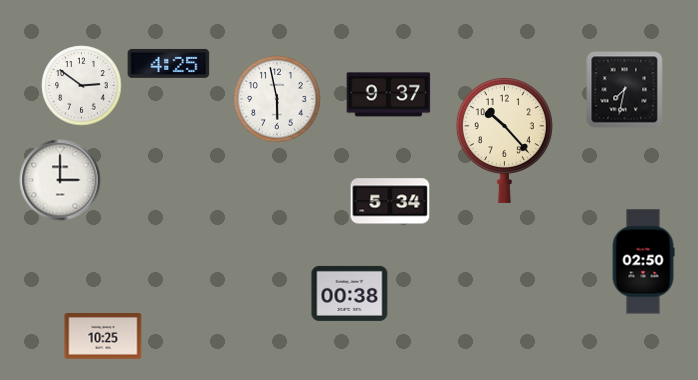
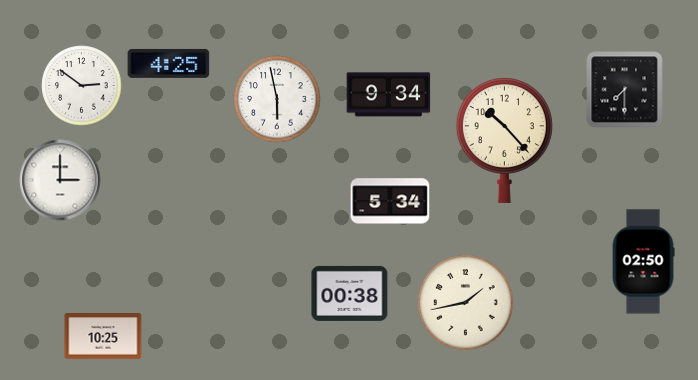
clock at (625, 90): 7:32 -> 7:30
clock at (389, 95): 9:37 -> 9:34
clock at (466, 303): none -> 1:43
